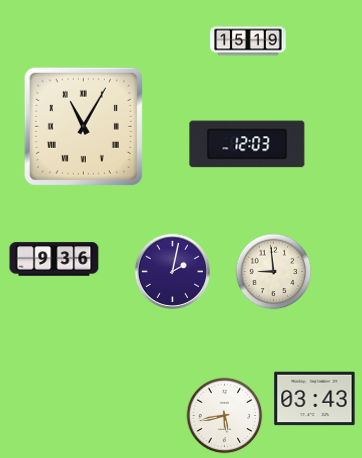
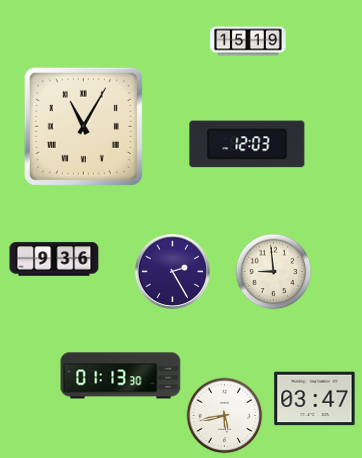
clock at (172, 271): 2:02 -> 2:25
clock at (121, 376): none -> 01:13
clock at (315, 399): 03:43 -> 03:47
